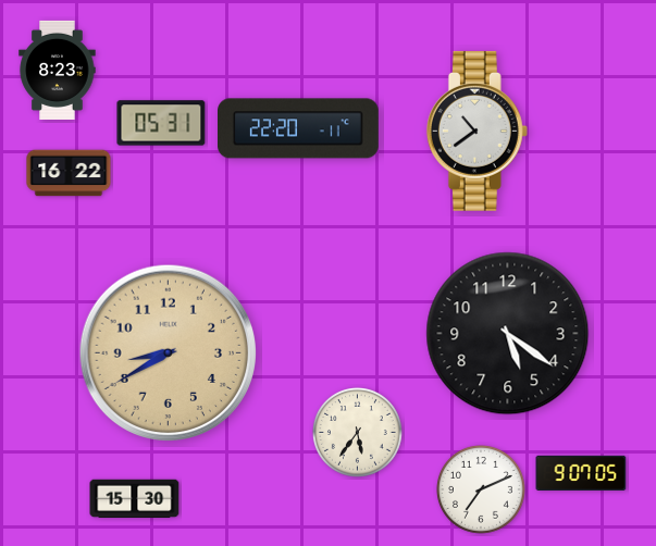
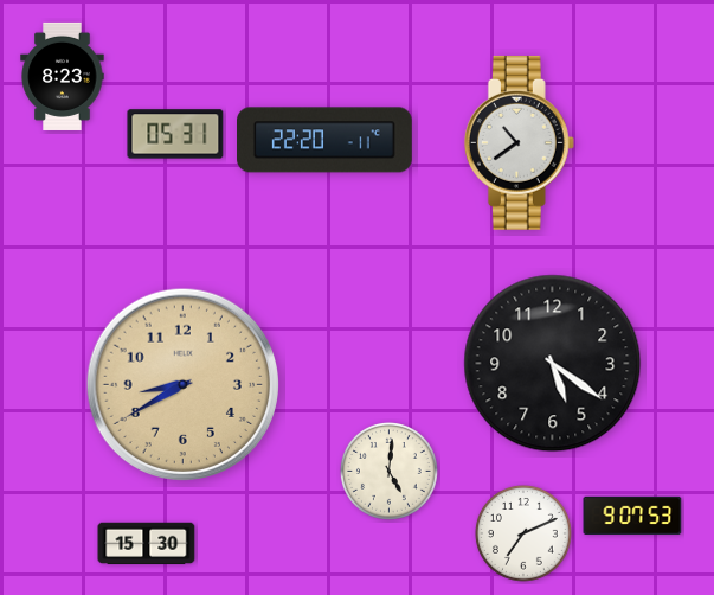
clock at (69, 173): 16:22 -> none
clock at (357, 432): 5:36 -> 5:01
clock at (581, 473): 9:07:05 -> 9:07:53
